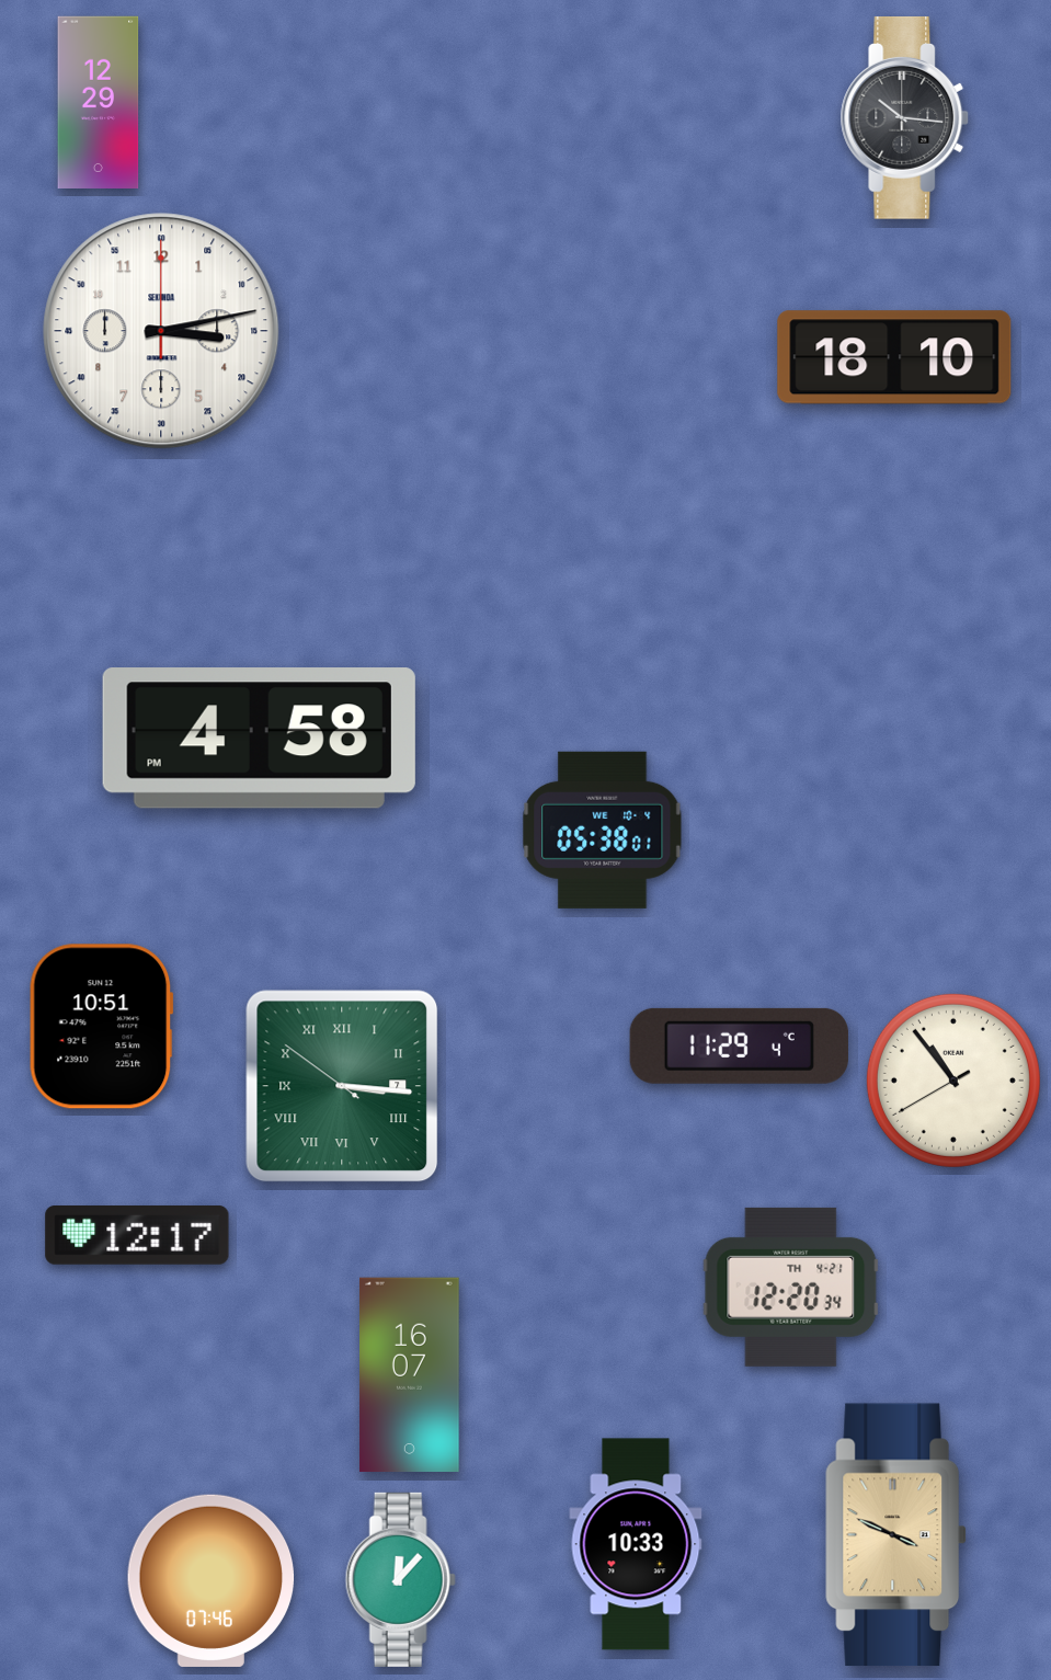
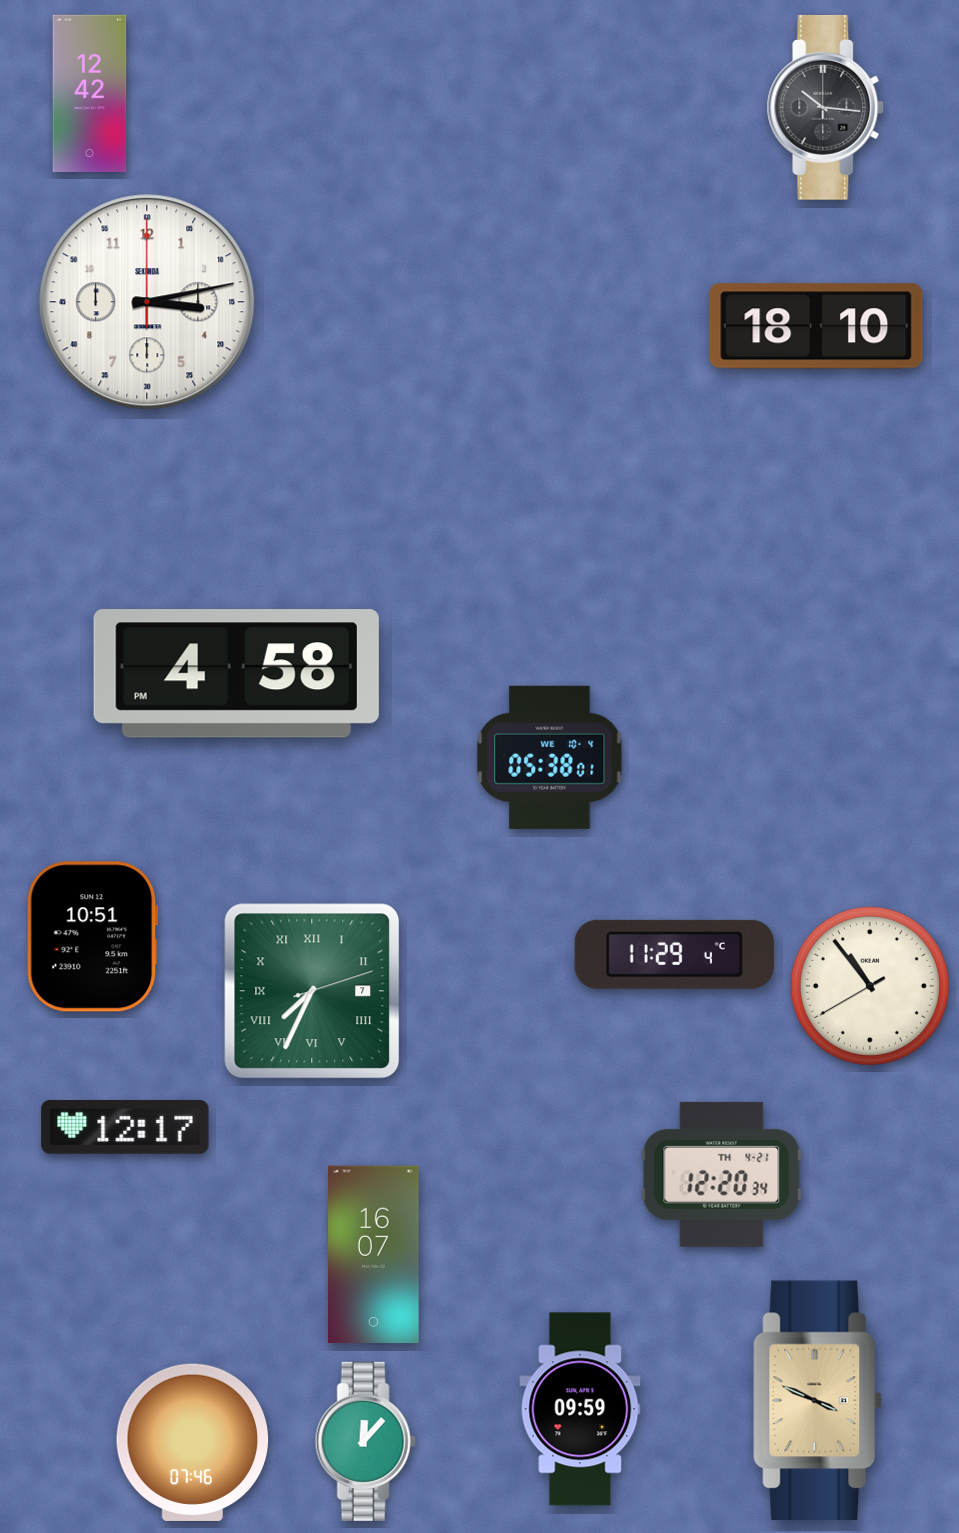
clock at (99, 102): 12:29 -> 12:42
clock at (342, 1086): 3:15 -> 7:34
clock at (636, 1544): 10:33 -> 09:59
